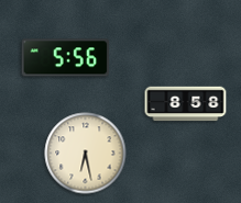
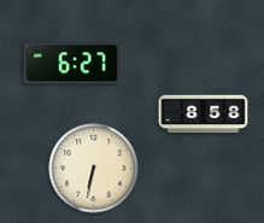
clock at (66, 58): 5:56 -> 6:27
clock at (86, 154): 6:28 -> 6:32
